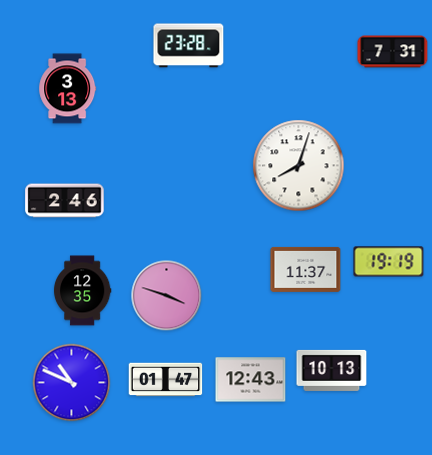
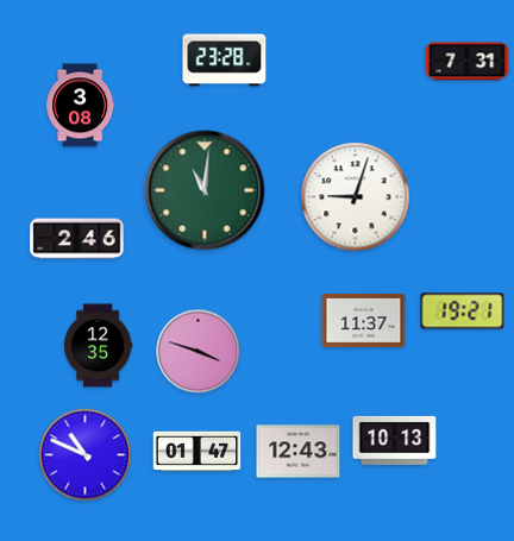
clock at (189, 46) position: (189, 46) -> (225, 61)
clock at (68, 89): 3:13 -> 3:08
clock at (205, 190): none -> 11:01
clock at (299, 166): 8:03 -> 9:03
clock at (389, 262): 19:19 -> 19:21
